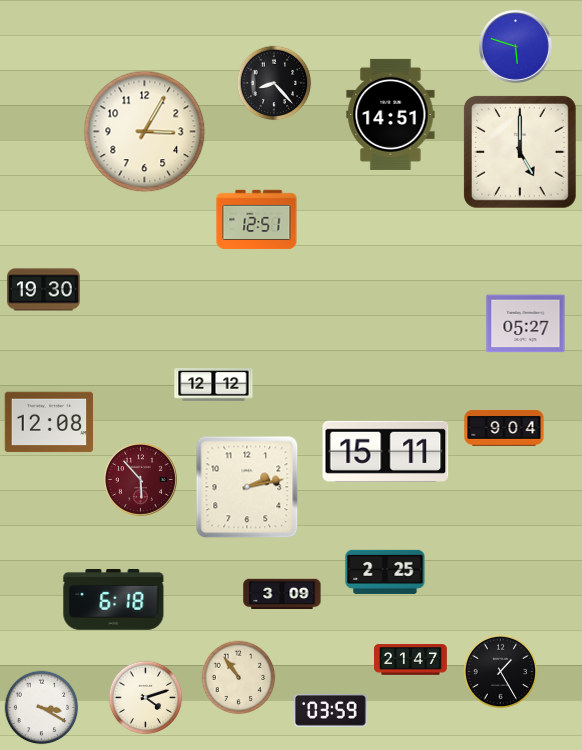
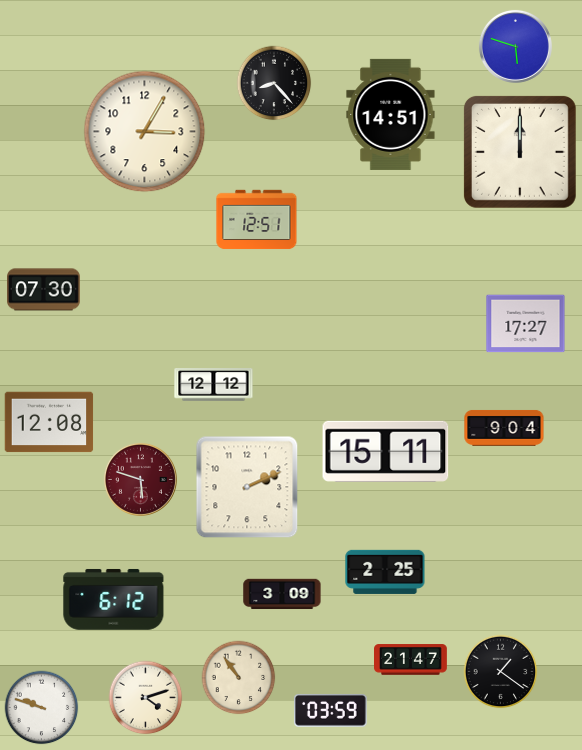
clock at (520, 152): 5:00 -> 12:00
clock at (44, 290): 19:30 -> 07:30
clock at (526, 324): 05:27 -> 17:27
clock at (140, 479): 5:53 -> 5:48
clock at (247, 487): 2:13 -> 2:11
clock at (114, 599): 6:18 -> 6:12
clock at (501, 672): 1:25 -> 1:21
clock at (42, 708): 3:20 -> 9:48
